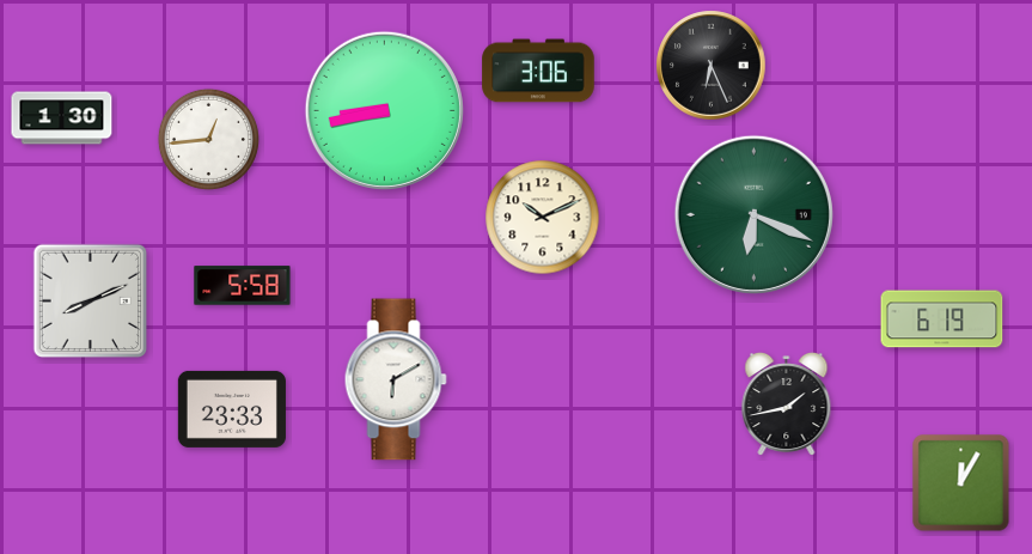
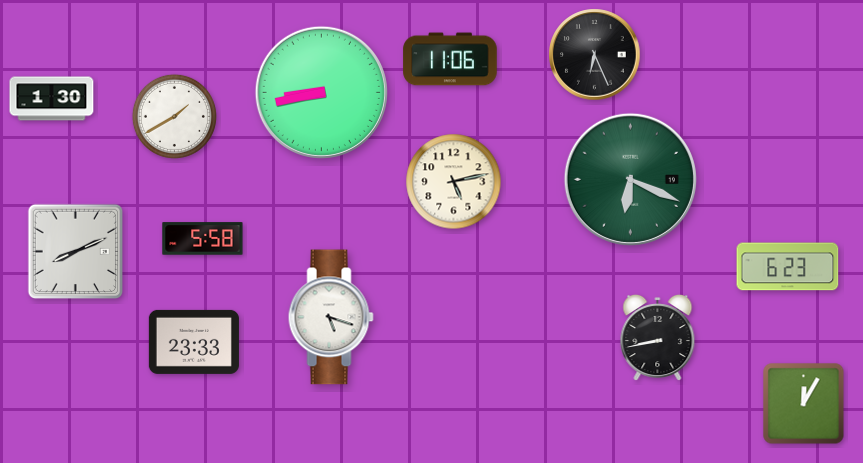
clock at (538, 71): 3:06 -> 11:06
clock at (208, 139): 12:44 -> 1:40
clock at (543, 218): 10:11 -> 5:13
clock at (942, 319): 6:19 -> 6:23
clock at (396, 379): 6:10 -> 5:18
clock at (787, 404): 1:43 -> 8:43
